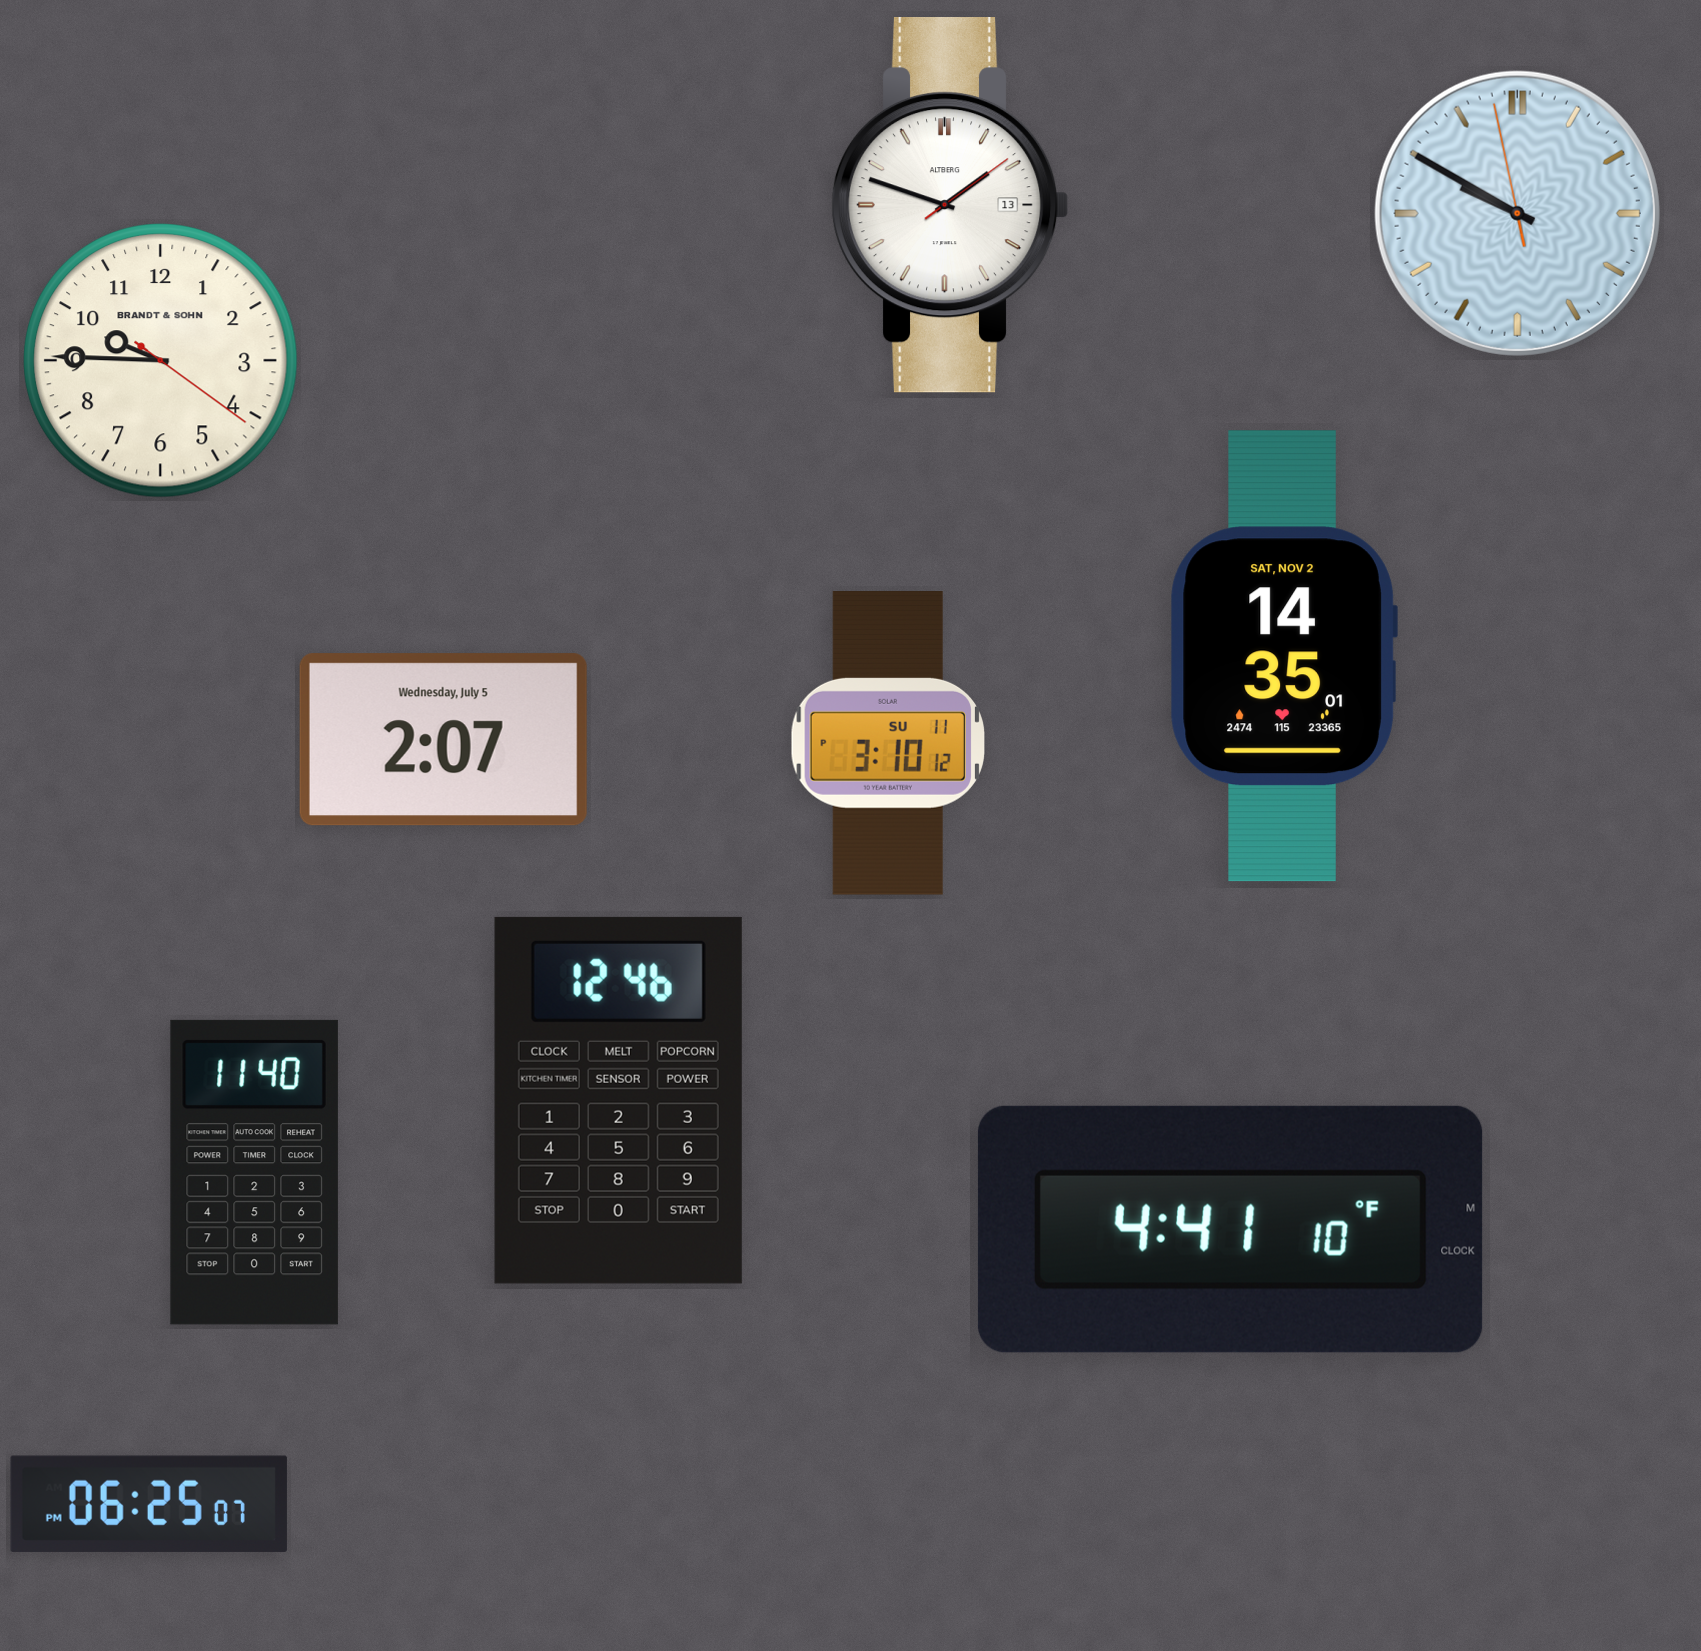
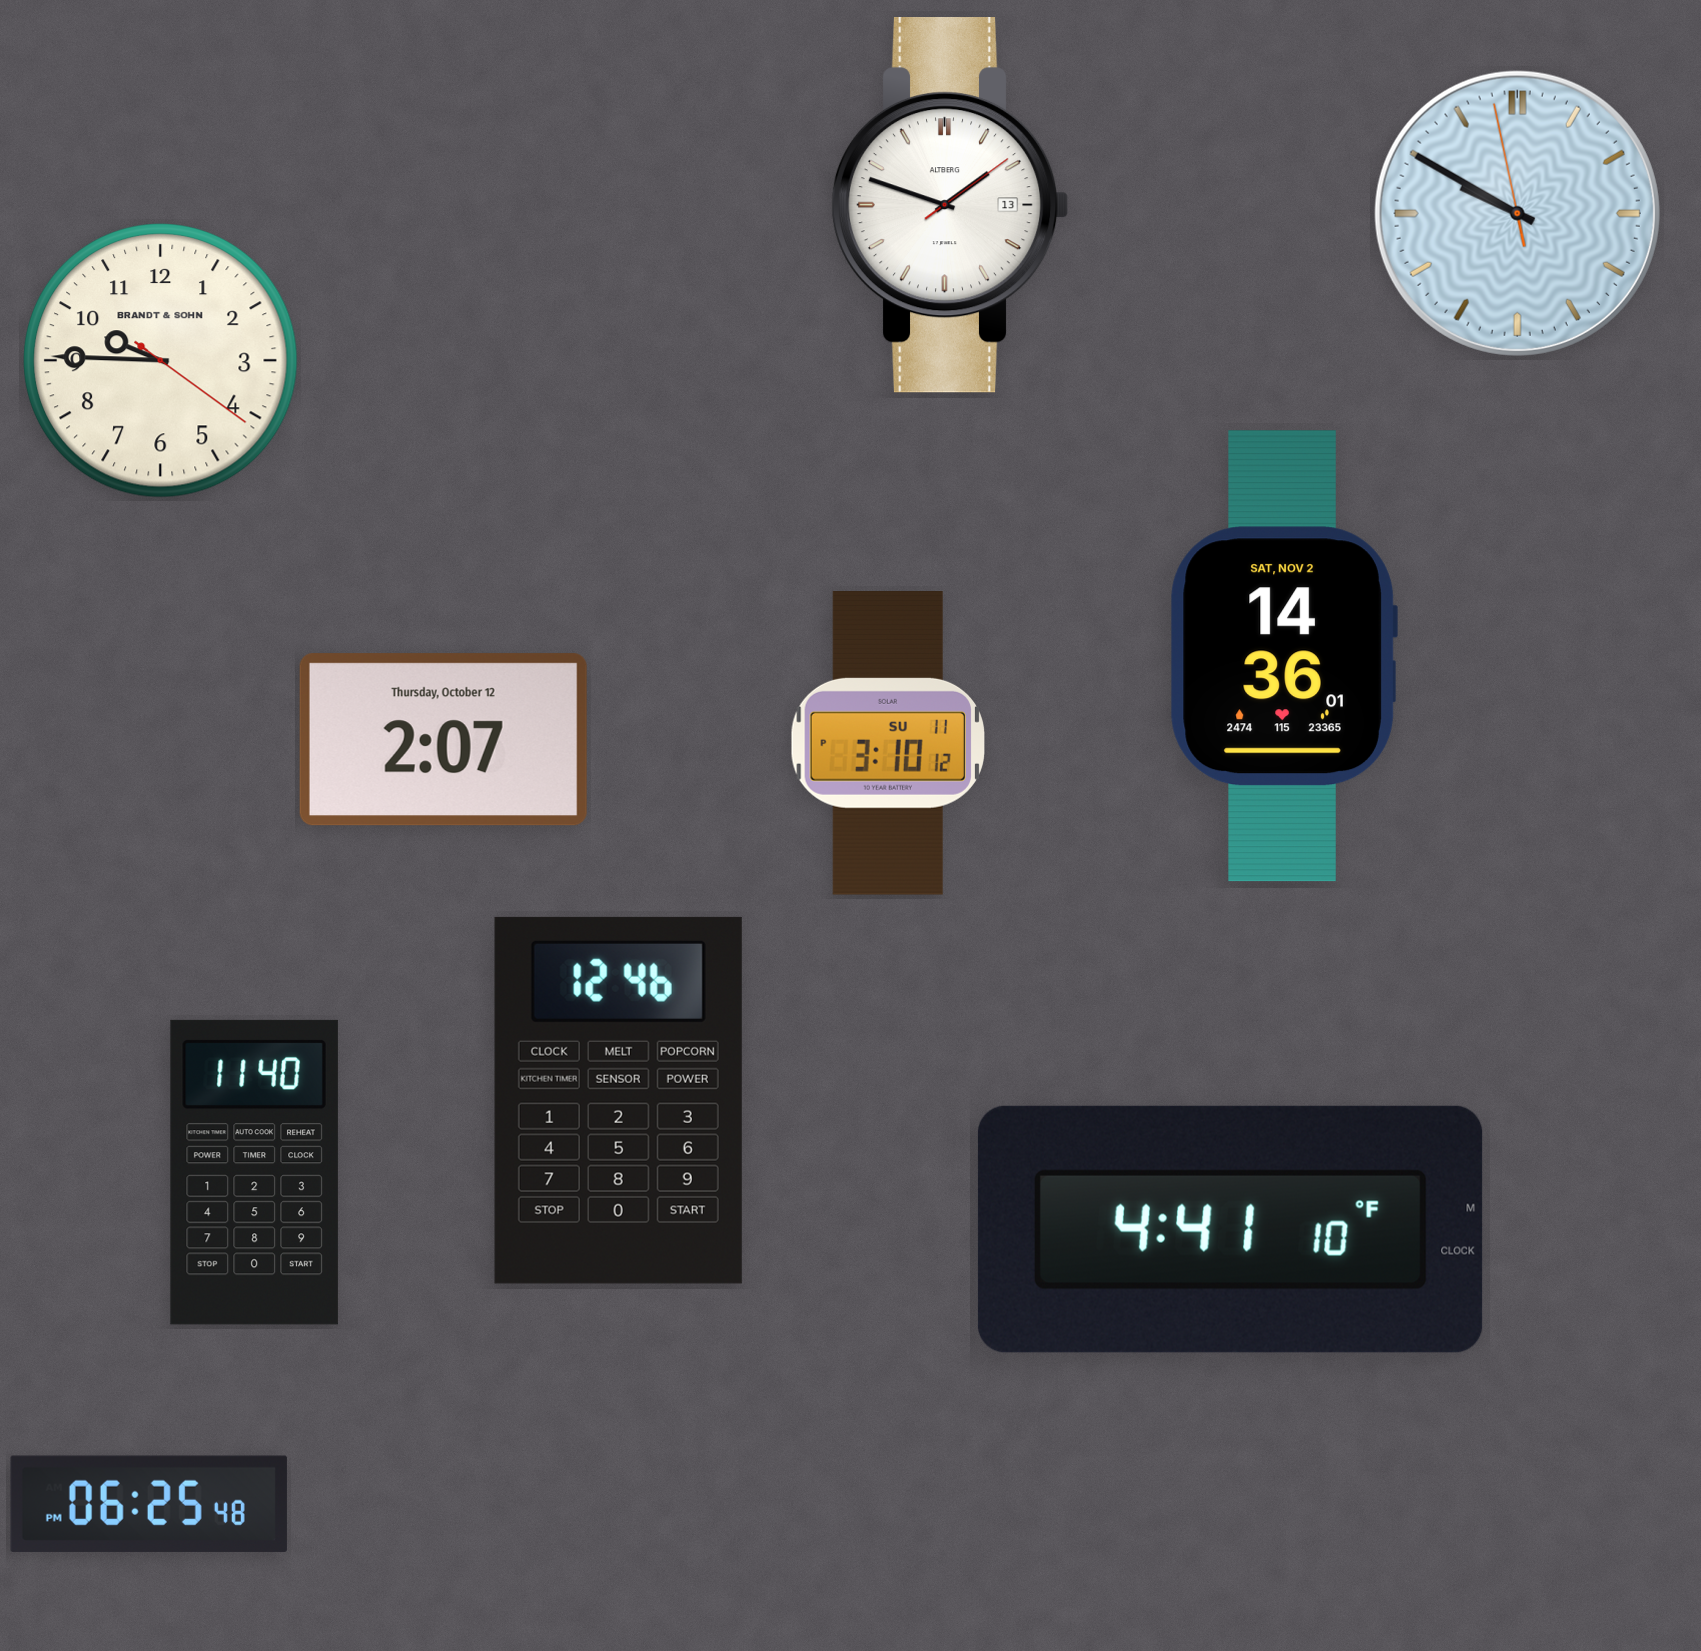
clock at (1284, 656): 14:35 -> 14:36
clock at (443, 740) date: Wednesday, July 5 -> Thursday, October 12
clock at (149, 1504): 06:25:07 PM -> 06:25:48 PM
